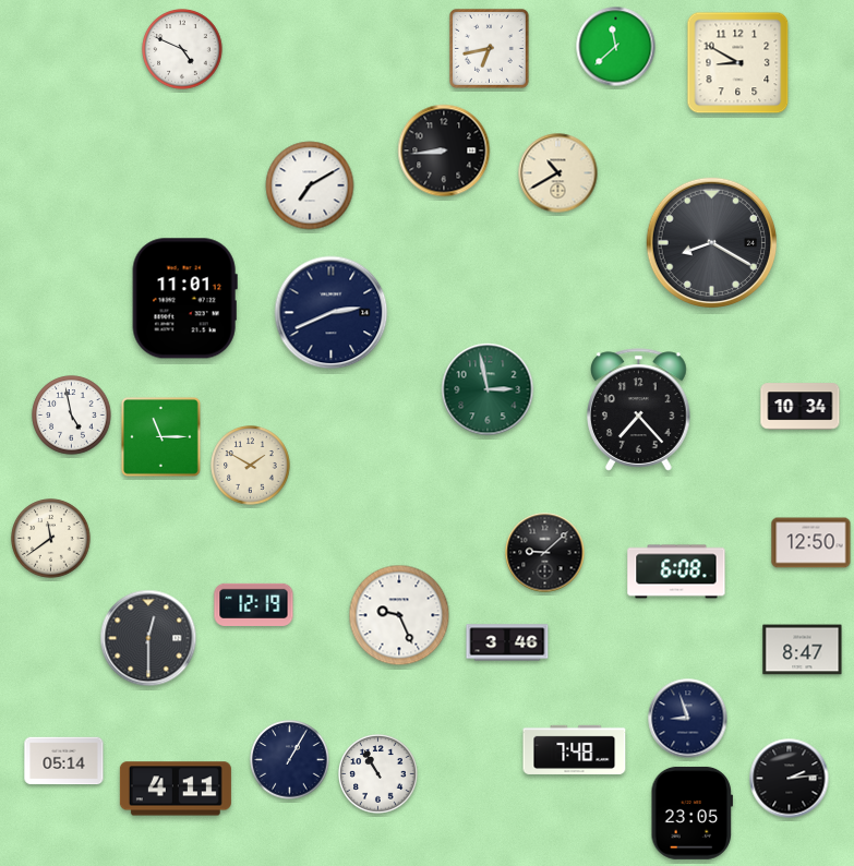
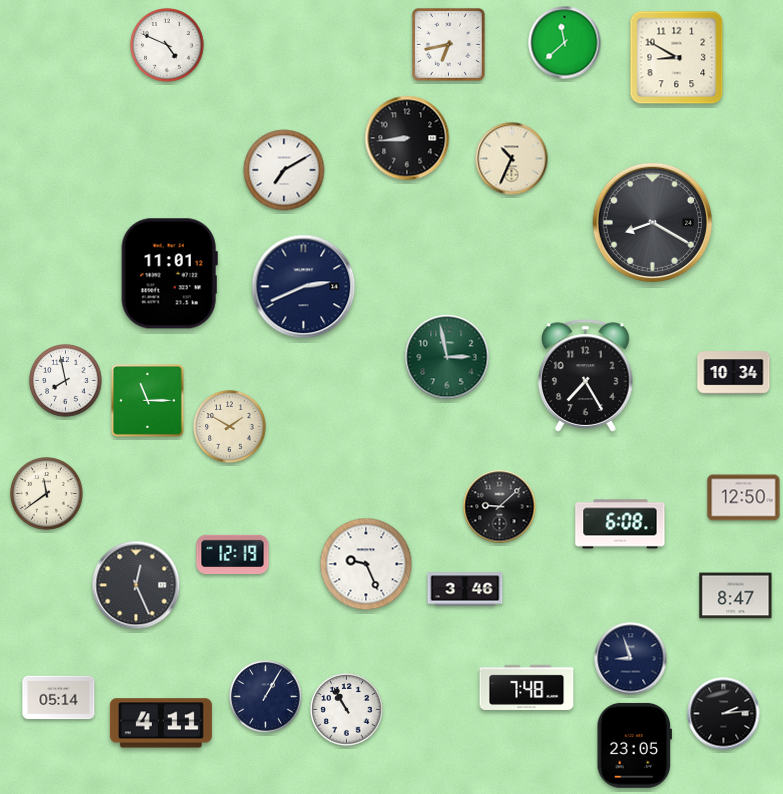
clock at (558, 173): 10:40 -> 10:34
clock at (639, 410): 7:23 -> 7:25
clock at (72, 416): 4:58 -> 7:58
clock at (148, 638): 12:30 -> 12:26
